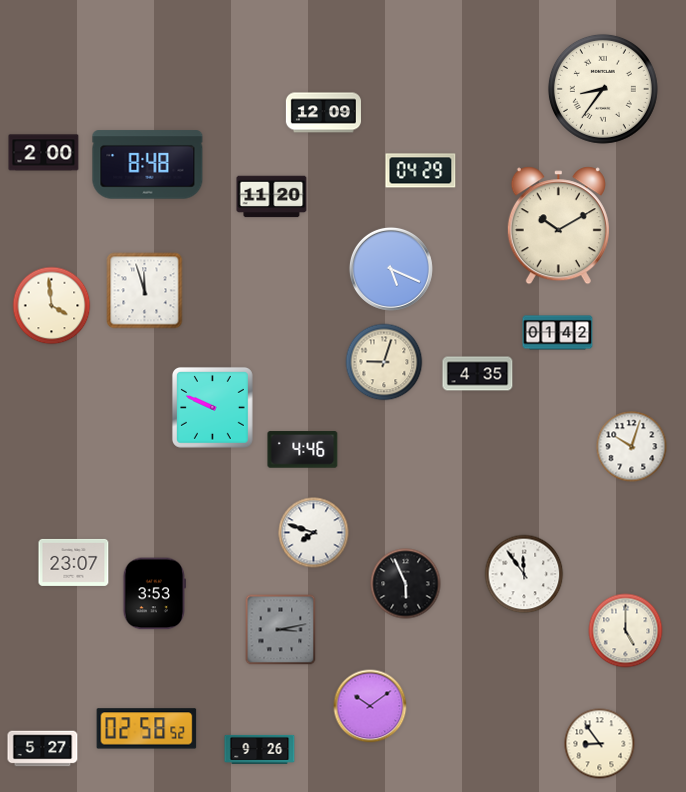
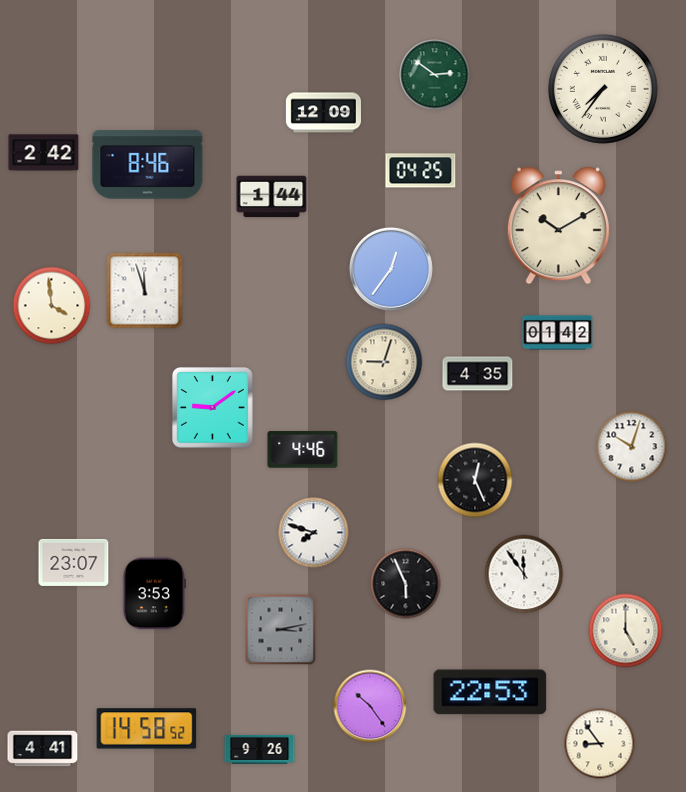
clock at (435, 75): none -> 2:51
clock at (603, 89): 8:36 -> 7:36
clock at (44, 153): 2:00 -> 2:42
clock at (148, 165): 8:48 -> 8:46
clock at (421, 171): 04:29 -> 04:25
clock at (272, 197): 11:20 -> 1:44
clock at (391, 269): 5:19 -> 12:36
clock at (212, 407): 9:49 -> 9:09
clock at (475, 480): none -> 12:26
clock at (490, 692): none -> 22:53
clock at (370, 706): 10:09 -> 10:24
clock at (147, 729): 02:58 -> 14:58
clock at (43, 749): 5:27 -> 4:41
